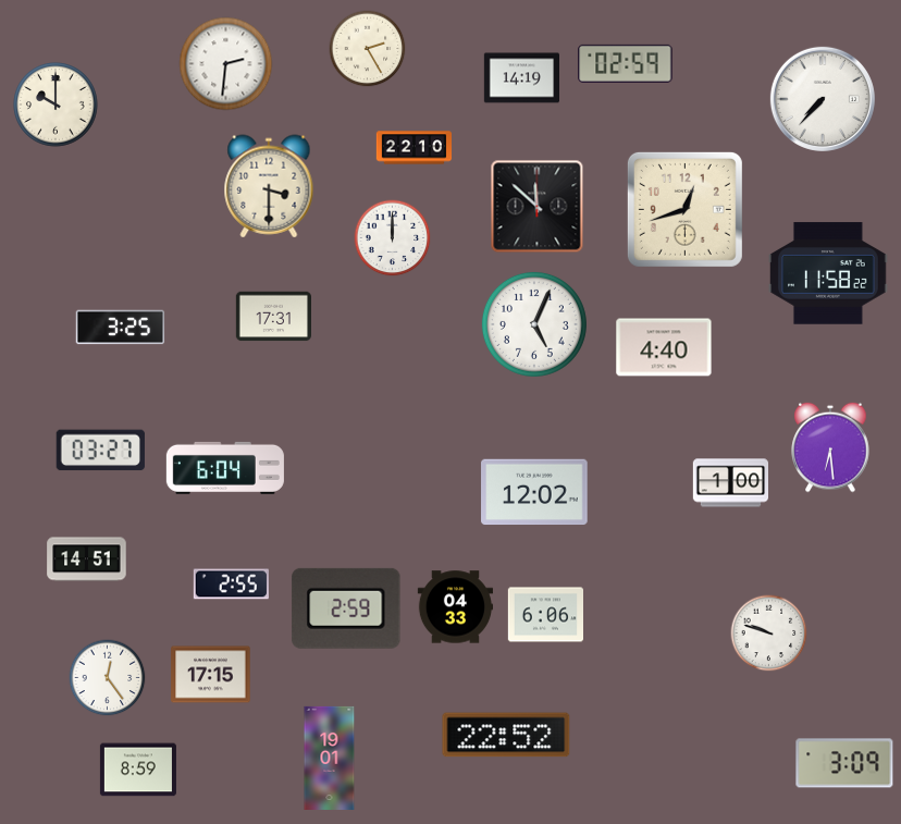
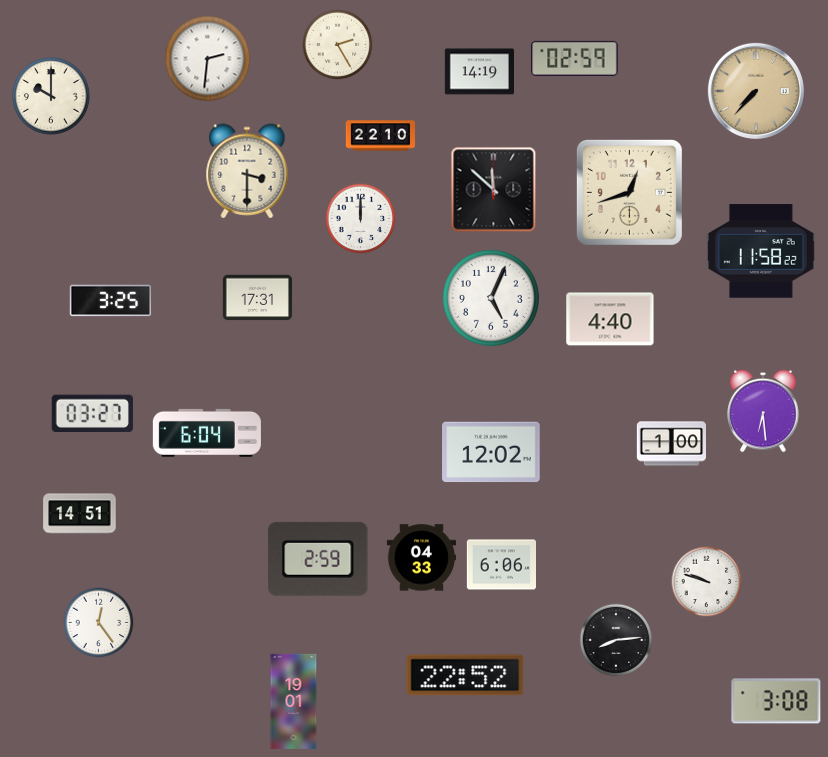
clock at (823, 99) dial: white -> champagne
clock at (273, 317) position: (273, 317) -> (257, 298)
clock at (225, 468) position: (225, 468) -> (207, 433)
clock at (231, 585): 2:55 -> none
clock at (455, 607) position: (455, 607) -> (421, 558)
clock at (211, 675): 17:15 -> none
clock at (616, 640): none -> 8:14
clock at (330, 758) position: (330, 758) -> (294, 701)
clock at (844, 763): 3:09 -> 3:08
clock at (138, 770): 8:59 -> none
